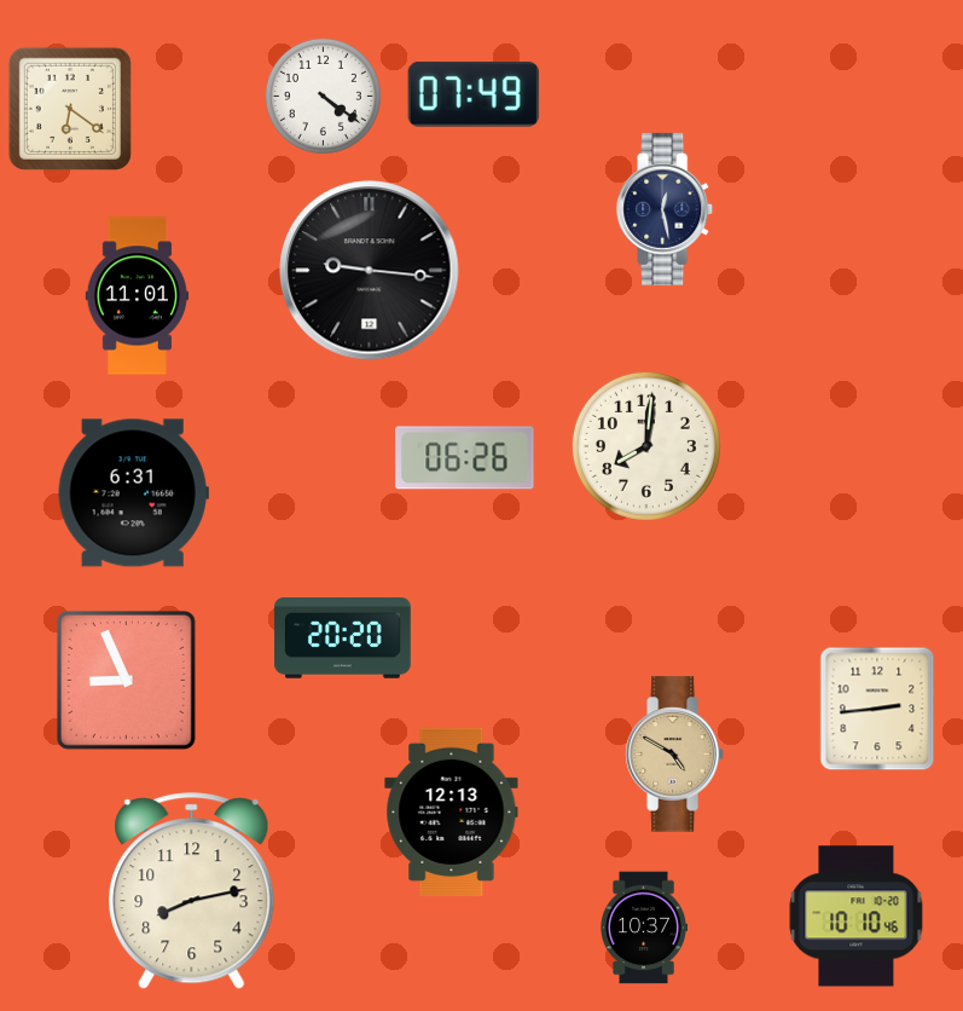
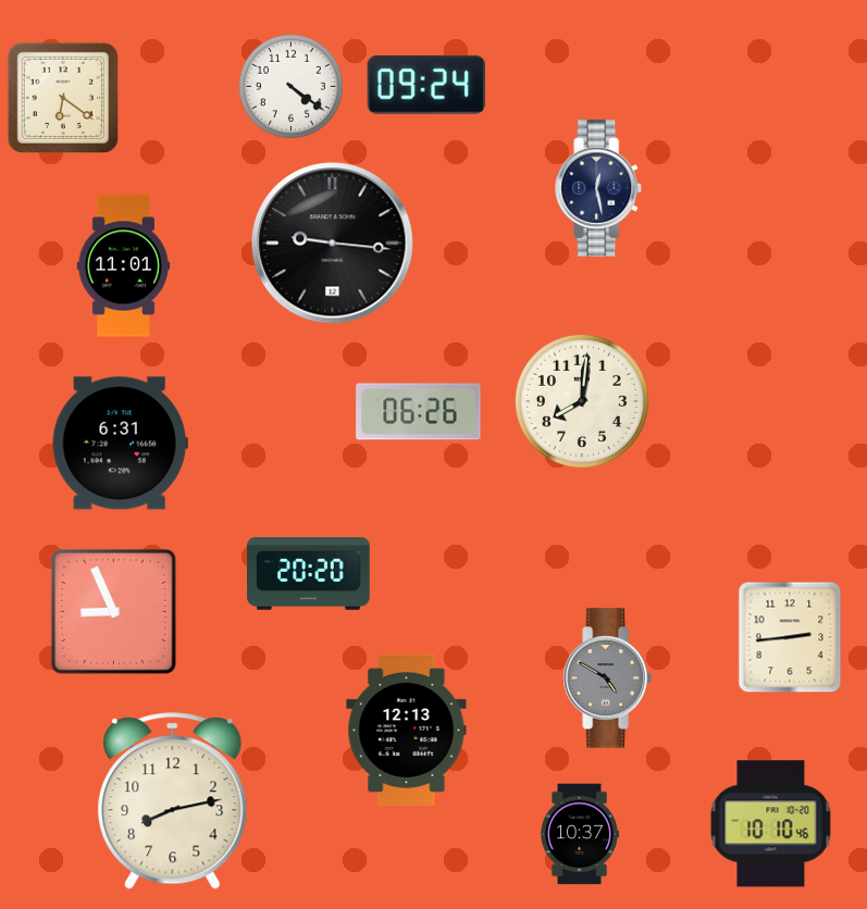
clock at (474, 94): 07:49 -> 09:24
clock at (674, 755) dial: champagne -> grey
